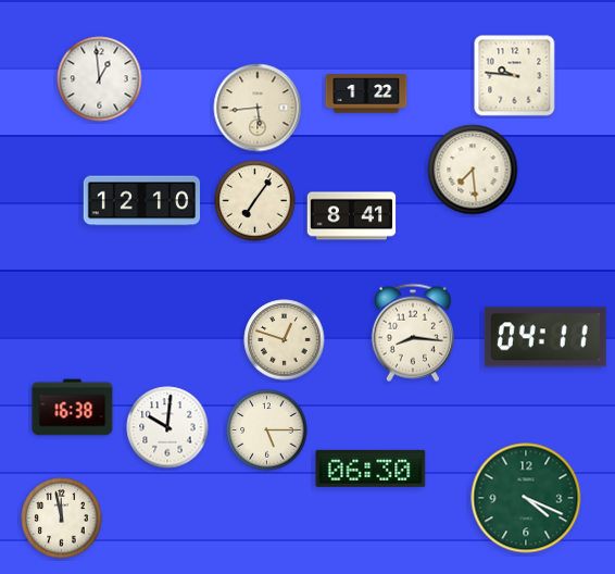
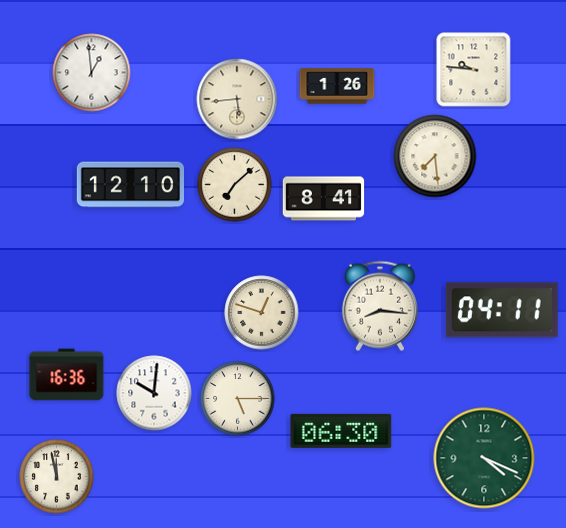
clock at (366, 93): 1:22 -> 1:26
clock at (255, 201): 7:06 -> 7:08
clock at (73, 408): 16:38 -> 16:36
clock at (267, 430) position: (267, 430) -> (238, 399)
